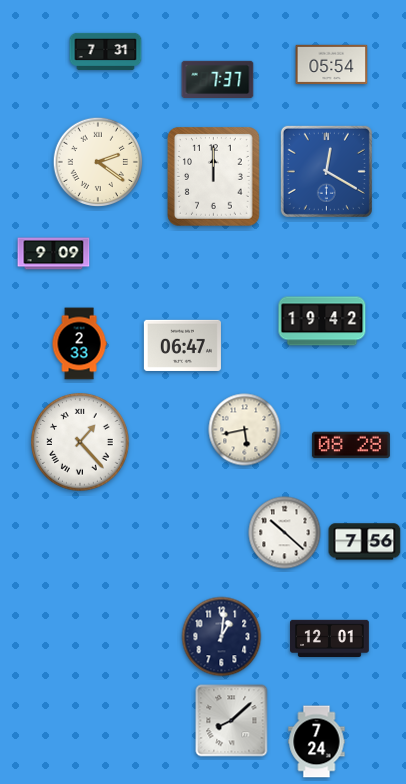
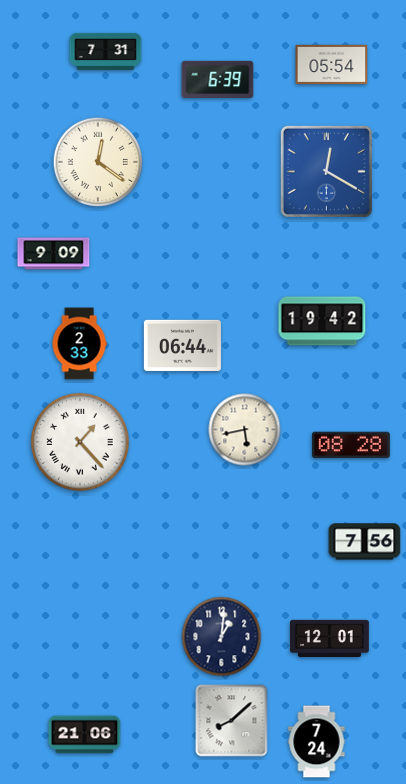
clock at (218, 79): 7:37 -> 6:39
clock at (97, 161): 2:21 -> 12:21
clock at (214, 177): 12:00 -> none
clock at (182, 345): 06:47 -> 06:44
clock at (285, 533): 10:22 -> none
clock at (85, 735): none -> 21:06
